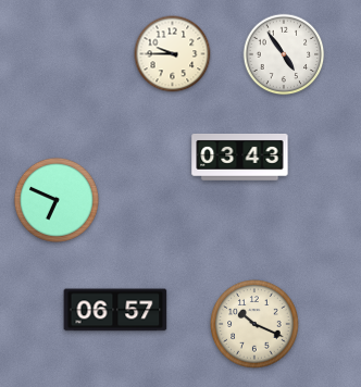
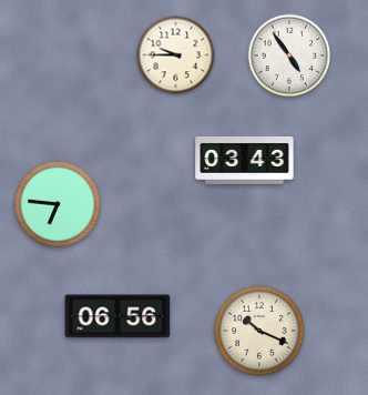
clock at (57, 200): 6:49 -> 6:46
clock at (115, 310): 06:57 -> 06:56
